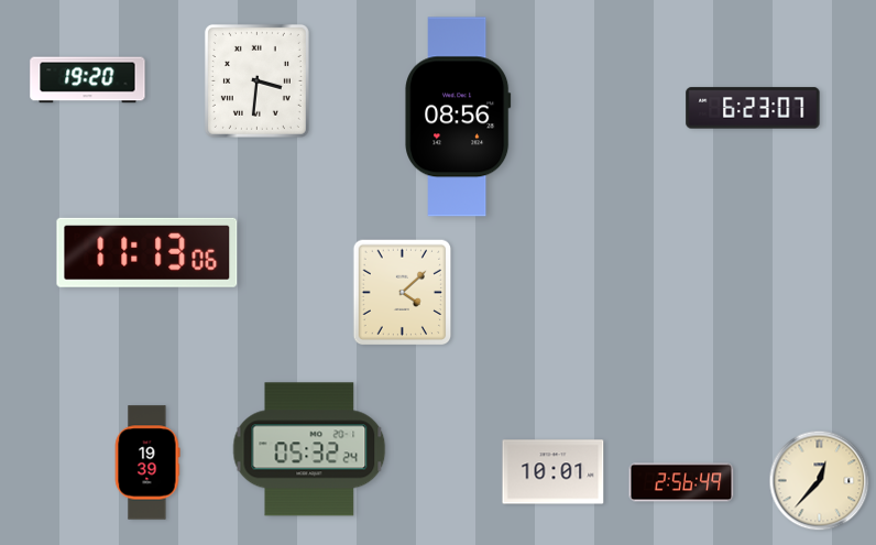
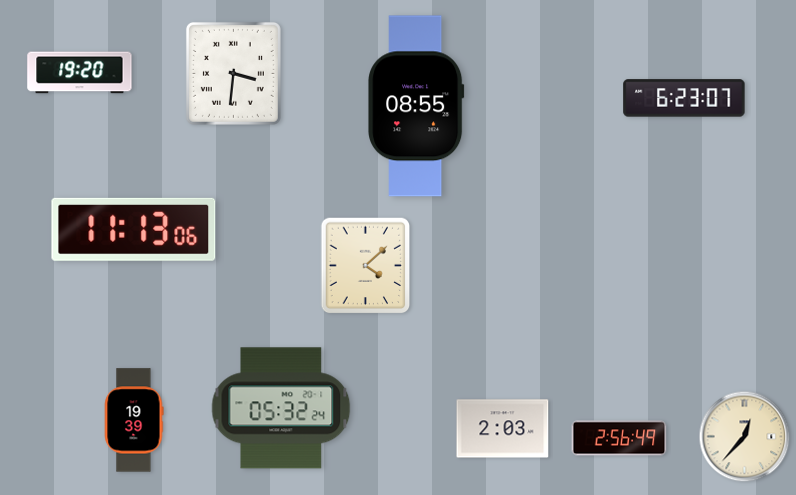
clock at (459, 117): 08:56 -> 08:55
clock at (554, 472): 10:01 -> 2:03
